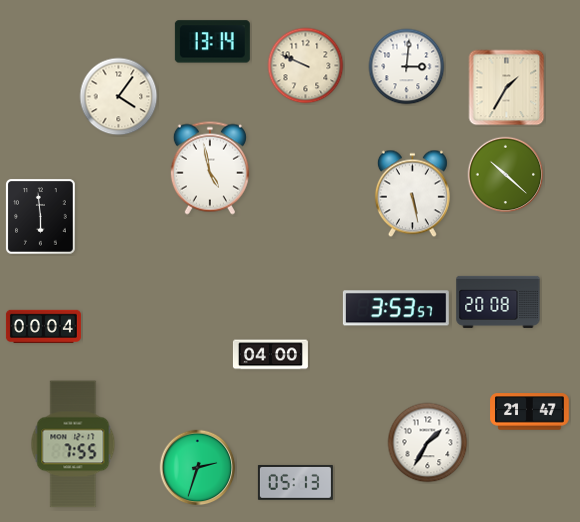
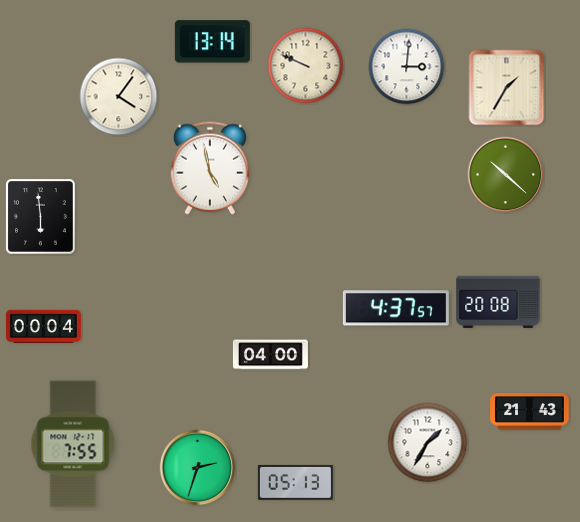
clock at (412, 194): 5:28 -> none
clock at (396, 308): 3:53 -> 4:37
clock at (530, 412): 21:47 -> 21:43
